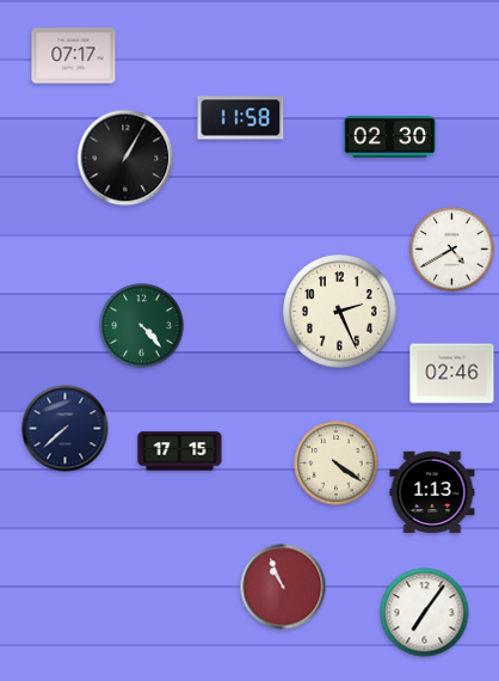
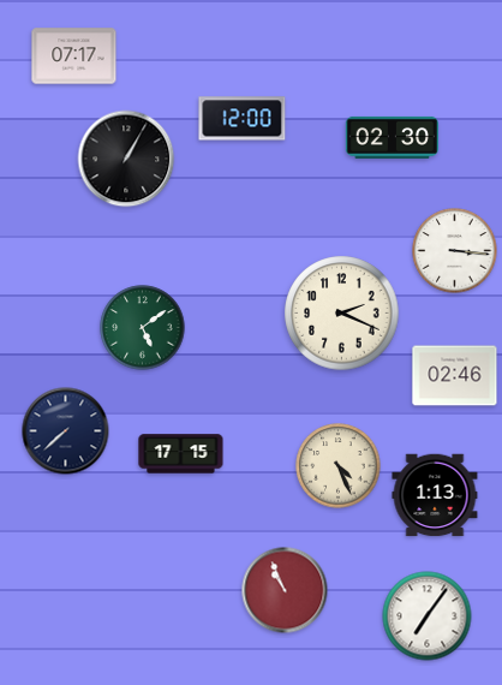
clock at (241, 118): 11:58 -> 12:00
clock at (452, 250): 4:40 -> 3:16
clock at (340, 312): 2:26 -> 2:19
clock at (142, 326): 4:23 -> 5:09
clock at (337, 464): 4:21 -> 4:26
